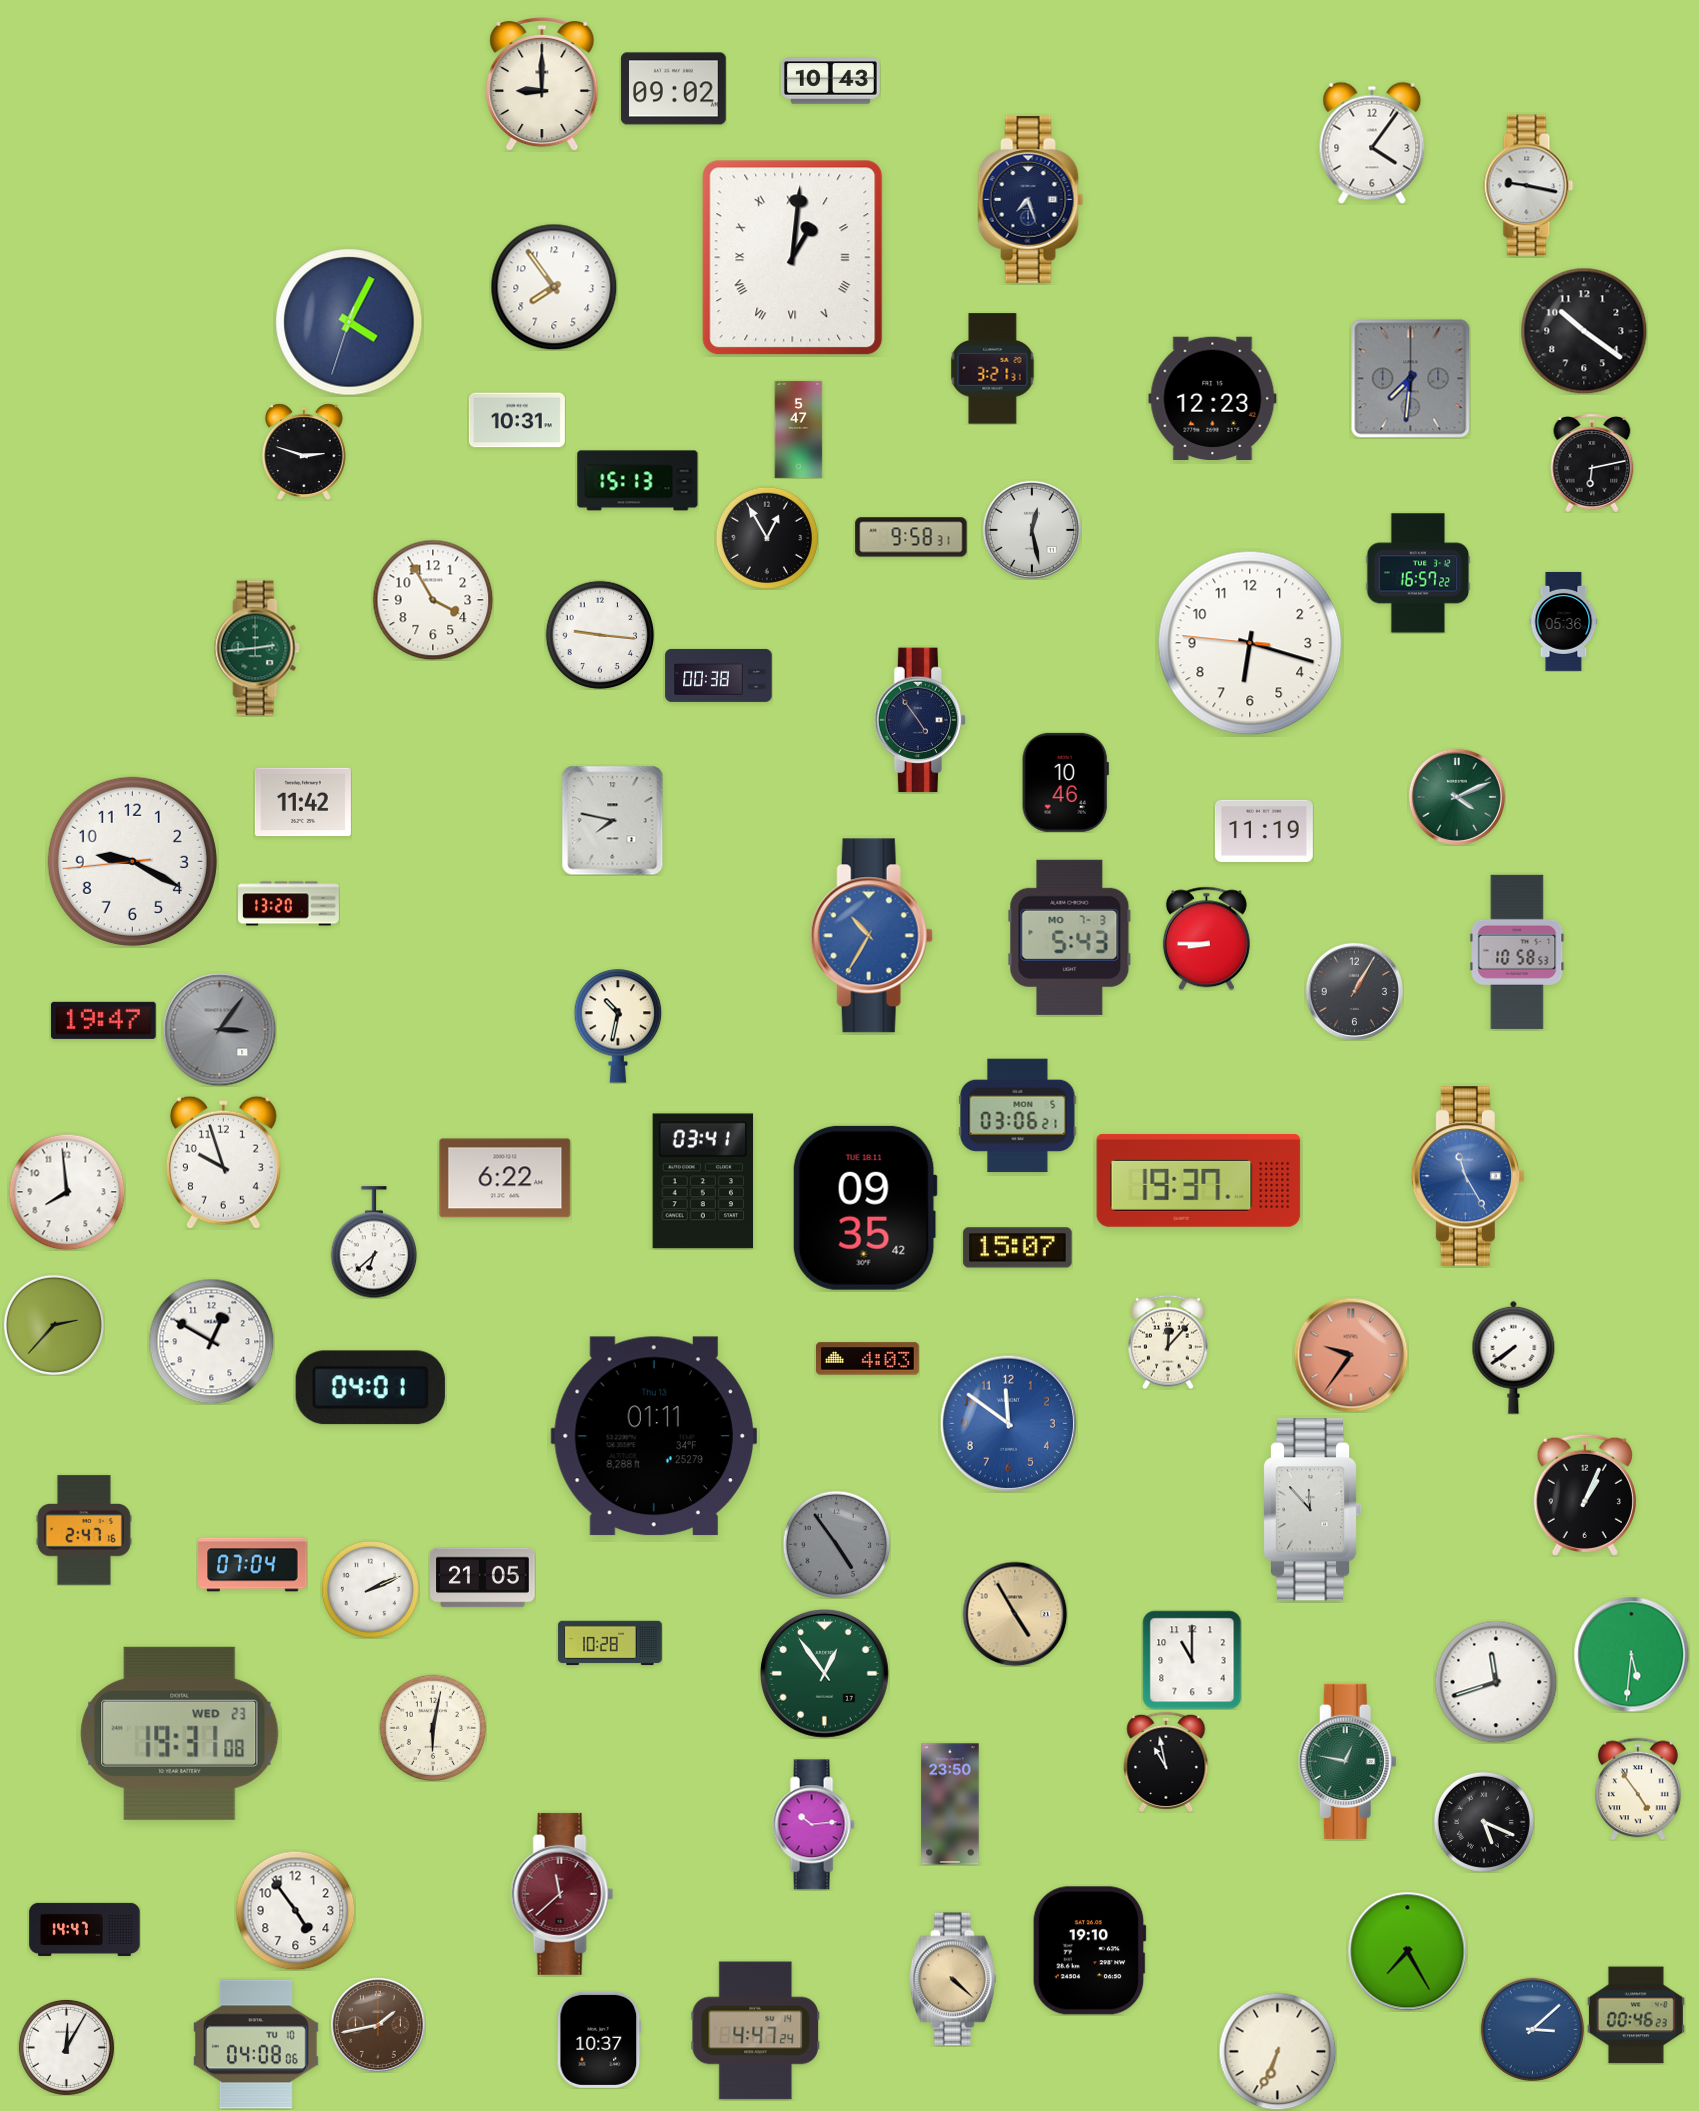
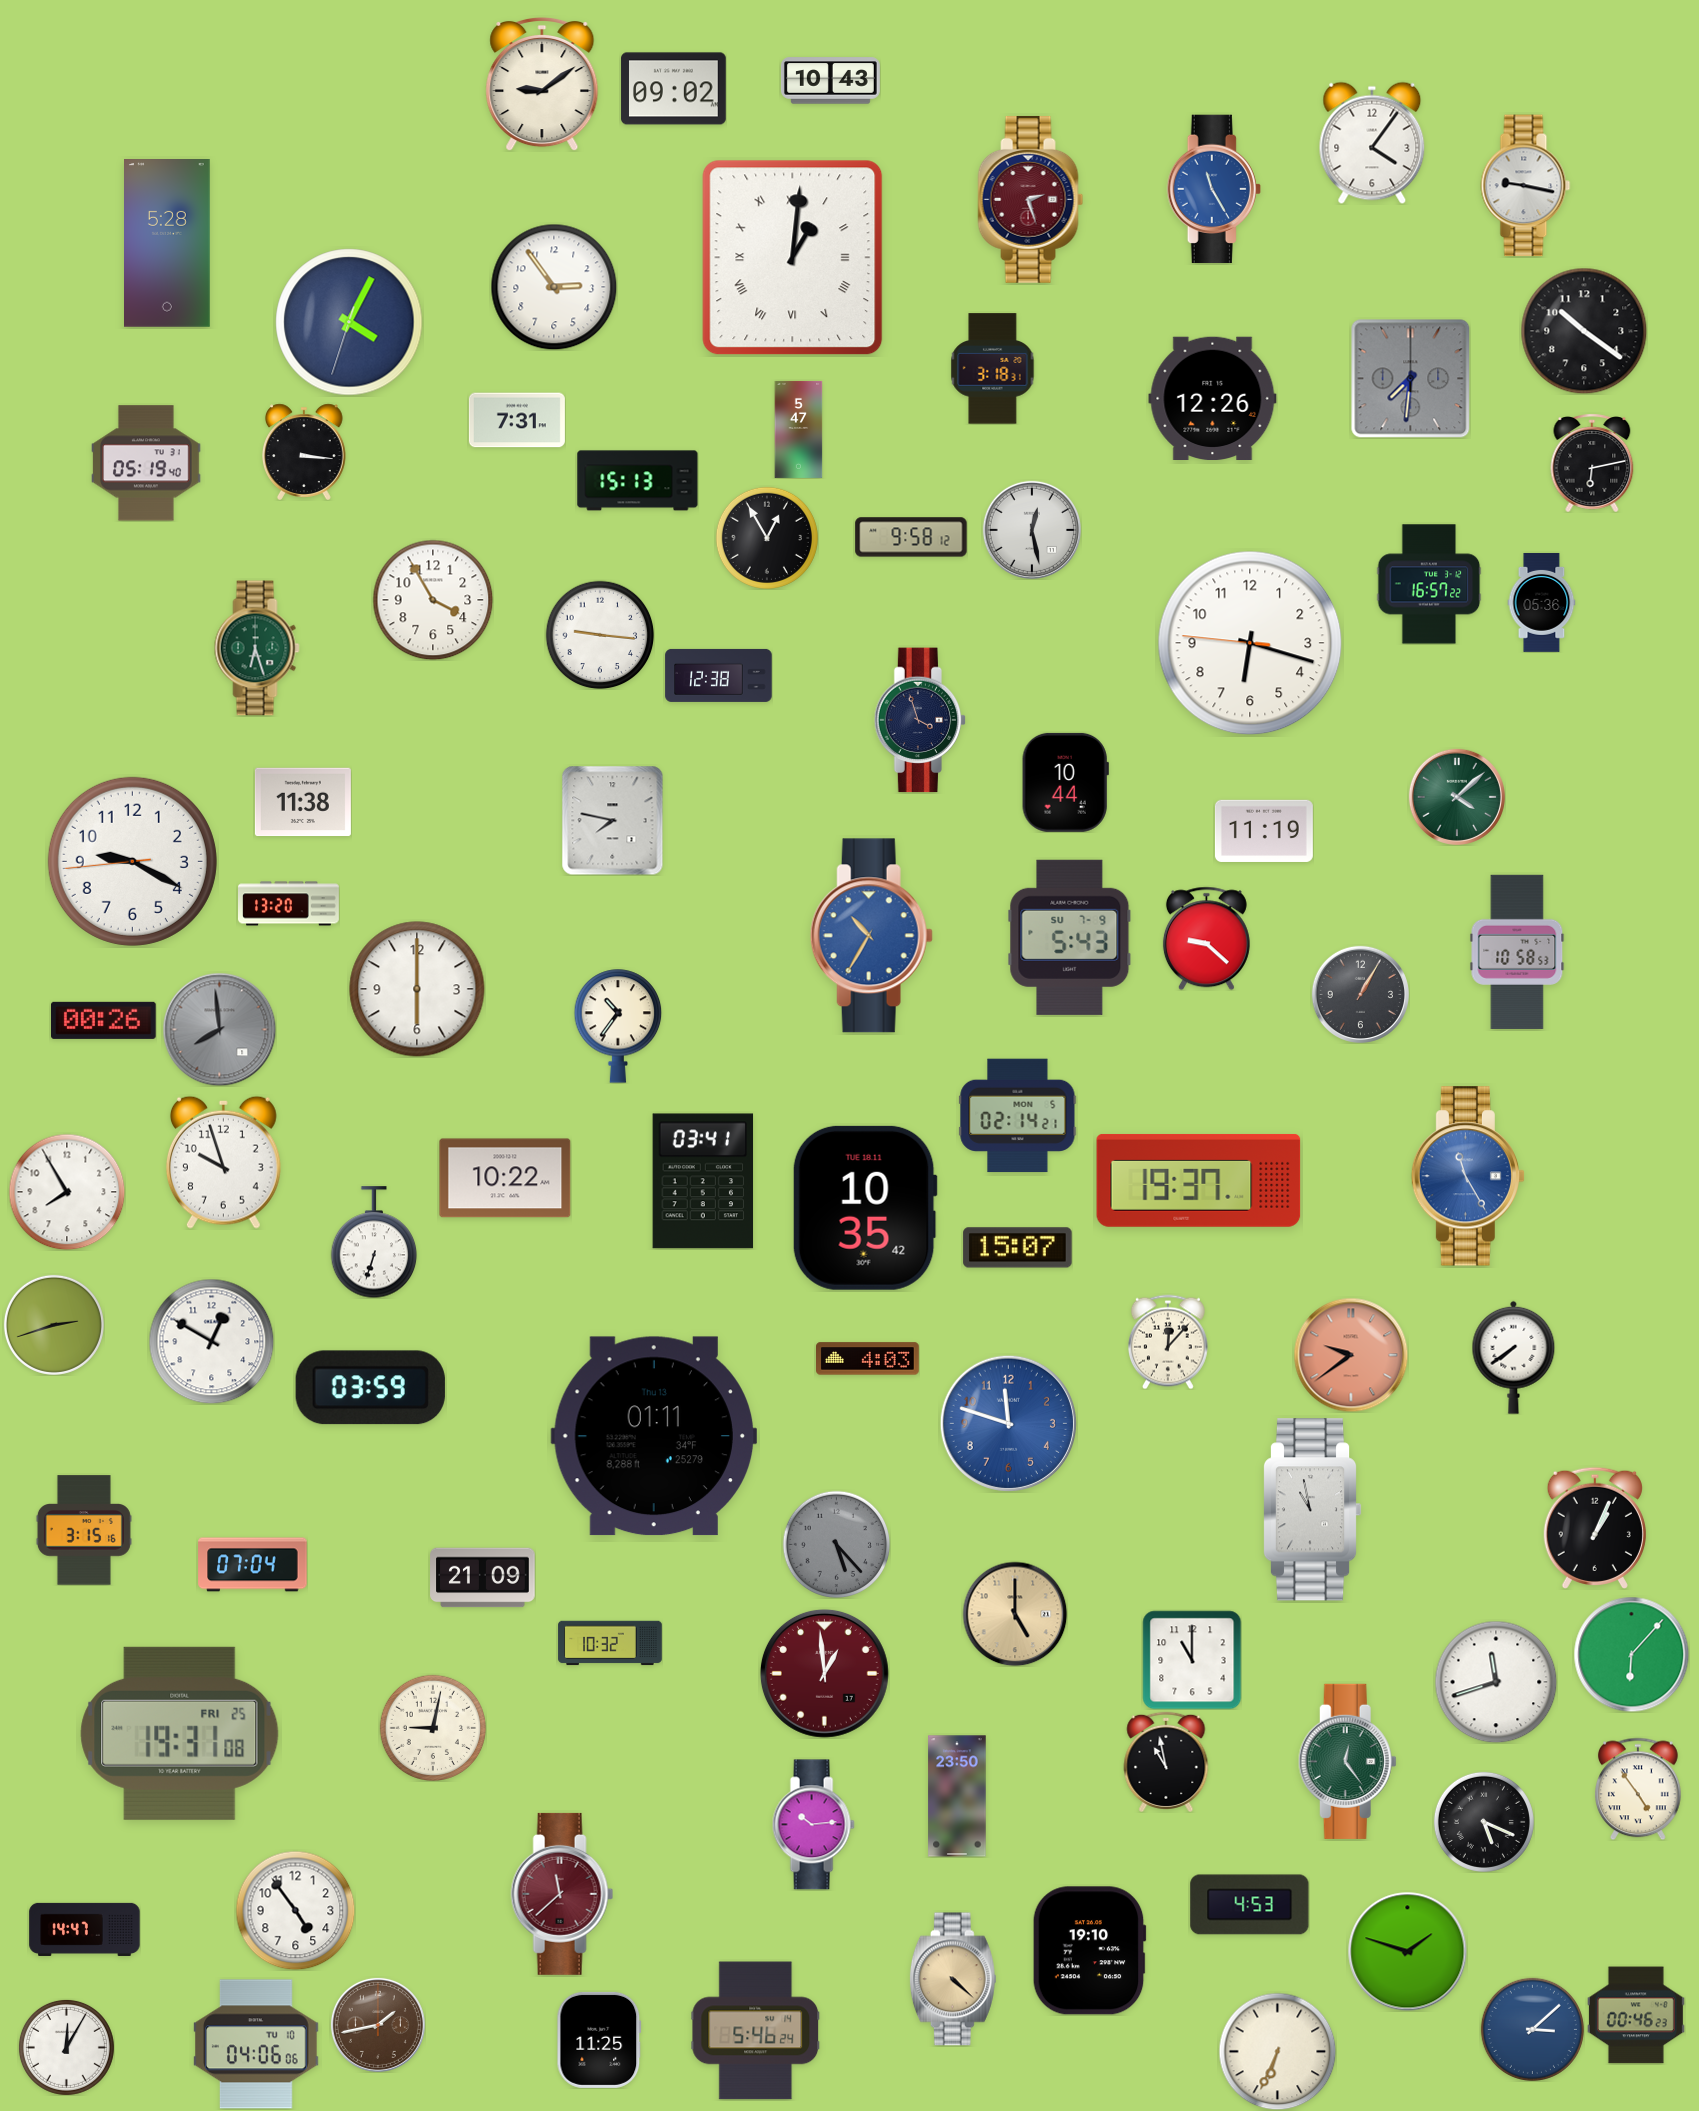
clock at (542, 84): 9:00 -> 9:09
clock at (1529, 186) position: (1529, 186) -> (1526, 186)
clock at (1214, 189): none -> 11:25
clock at (1031, 199): 7:27 -> 2:27
clock at (1031, 199) dial: navy -> burgundy
clock at (168, 244): none -> 5:28
clock at (554, 287): 7:54 -> 2:54
clock at (993, 369): 3:21 -> 3:18
clock at (1213, 398): 12:23 -> 12:26
clock at (517, 420): 10:31 -> 7:31
clock at (305, 452): 2:48 -> 3:16
clock at (146, 463): none -> 05:19
clock at (911, 537): 9:58:31 -> 9:58:12
clock at (1418, 573) position: (1418, 573) -> (1429, 584)
clock at (1564, 621) position: (1564, 621) -> (1542, 602)
clock at (257, 648): 2:44 -> 6:27
clock at (719, 675): 00:38 -> 12:38
clock at (920, 720): 4:54 -> 3:57
clock at (1065, 782): 10:46 -> 10:44
clock at (1457, 797): 4:11 -> 4:08
clock at (303, 802): 11:42 -> 11:38
clock at (1070, 937) date: MO 7-3 -> SU 7-9
clock at (1206, 938): 8:45 -> 9:22
clock at (417, 989): none -> 6:00
clock at (1354, 991) position: (1354, 991) -> (1360, 994)
clock at (104, 1020): 19:47 -> 00:26
clock at (618, 1026): 10:32 -> 10:36
clock at (219, 1029): 3:06 -> 7:59
clock at (1018, 1116): 03:06 -> 02:14
clock at (505, 1178): 6:22 -> 10:22
clock at (67, 1192): 7:59 -> 7:55
clock at (865, 1208): 09:35 -> 10:35
clock at (374, 1242): 6:38 -> 6:33
clock at (54, 1325): 2:37 -> 2:42
clock at (1351, 1355): 9:36 -> 9:39
clock at (370, 1388): 04:01 -> 03:59
clock at (1008, 1423): 11:51 -> 11:48
clock at (1585, 1495) position: (1585, 1495) -> (1595, 1528)
clock at (1312, 1510): 11:53 -> 10:58
clock at (84, 1530): 2:47 -> 3:15
clock at (836, 1544): 4:54 -> 5:23
clock at (483, 1578): 21:05 -> 21:09
clock at (370, 1589): 2:11 -> none
clock at (1015, 1614): 4:55 -> 5:00
clock at (610, 1643): 10:28 -> 10:32
clock at (1631, 1654): 5:31 -> 6:07
clock at (824, 1673): 12:54 -> 12:59
clock at (824, 1673) dial: green -> burgundy
clock at (432, 1727): 6:02 -> 9:02
clock at (180, 1733) date: WED 23 -> FRI 25
clock at (1347, 1761): 12:47 -> 12:24
clock at (950, 1804) position: (950, 1804) -> (957, 1796)
clock at (1250, 1905): none -> 4:53
clock at (1408, 1952): 7:25 -> 1:48
clock at (756, 2031): 4:47 -> 5:46
clock at (599, 2040): 10:37 -> 11:25
clock at (256, 2044): 04:08 -> 04:06
